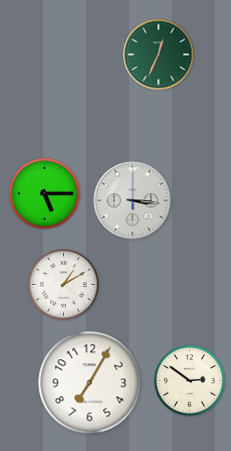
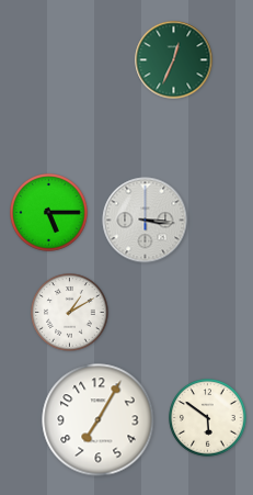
clock at (190, 381): 2:51 -> 5:51
